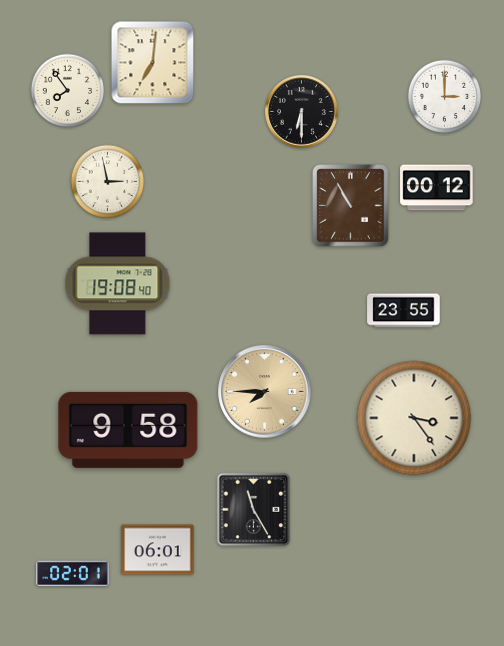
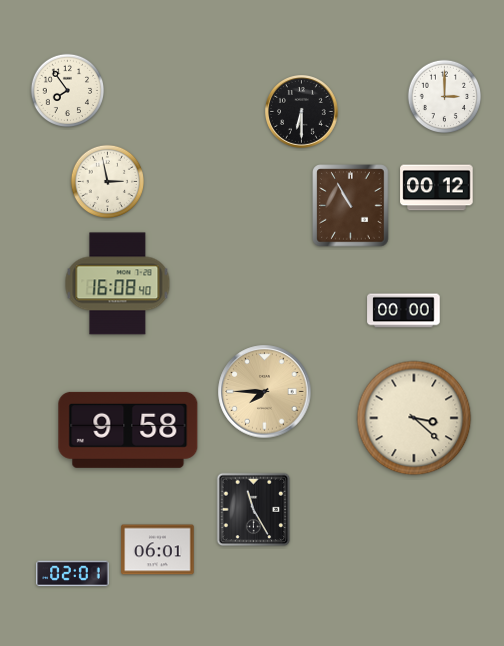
clock at (153, 63): 7:01 -> none
clock at (118, 284): 19:08 -> 16:08
clock at (404, 311): 23:55 -> 00:00
clock at (414, 418): 3:24 -> 3:22
